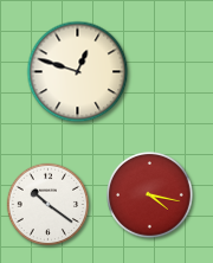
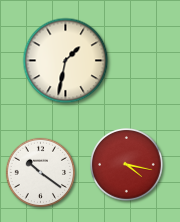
clock at (78, 72): 12:48 -> 1:32
